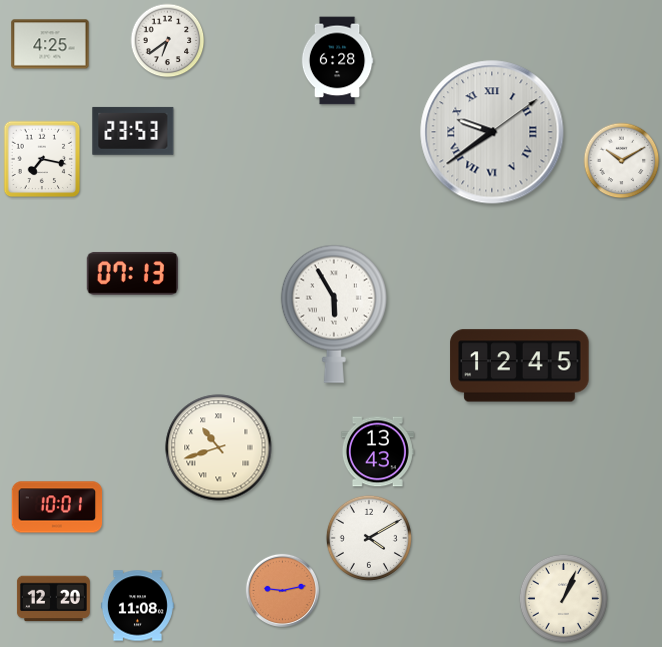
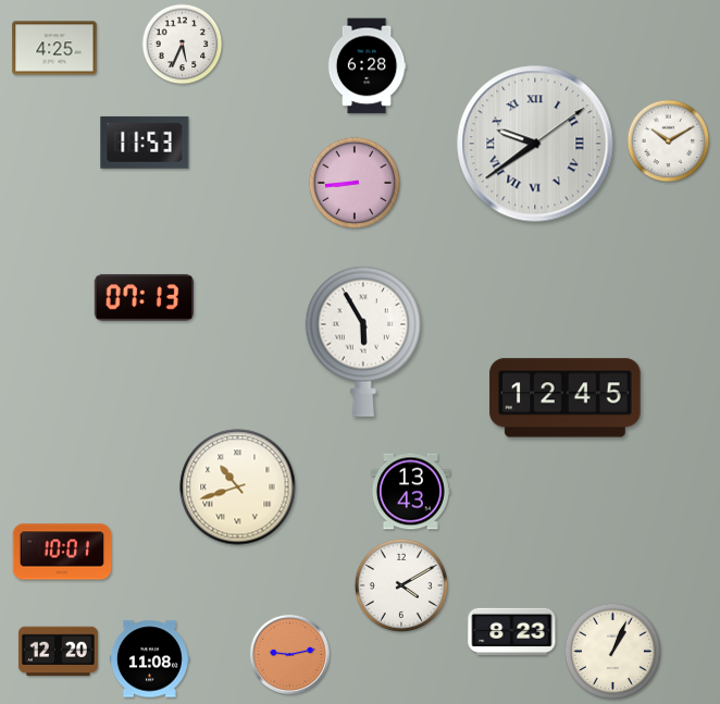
clock at (168, 41): 6:39 -> 5:34
clock at (133, 131): 23:53 -> 11:53
clock at (42, 159): 7:17 -> none
clock at (622, 161) position: (622, 161) -> (669, 141)
clock at (355, 183): none -> 8:44
clock at (512, 631): none -> 8:23
clock at (282, 590) position: (282, 590) -> (289, 654)
